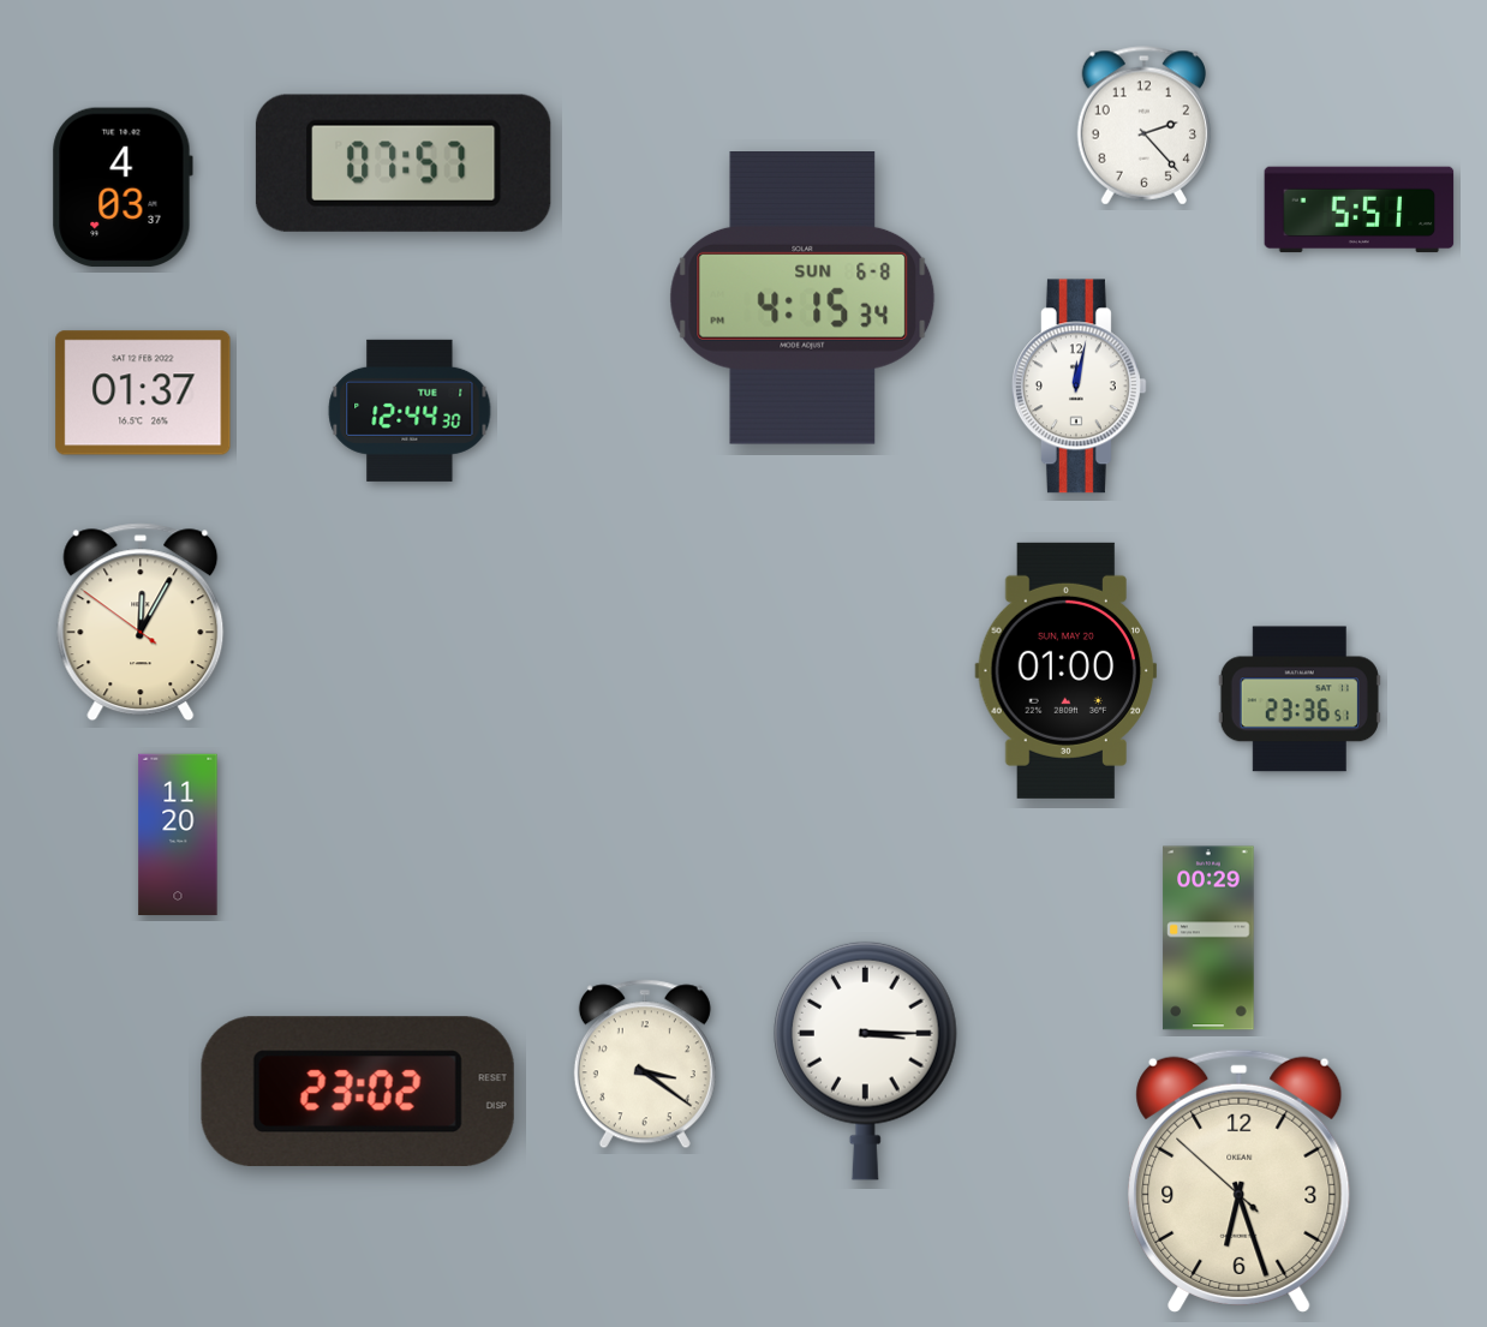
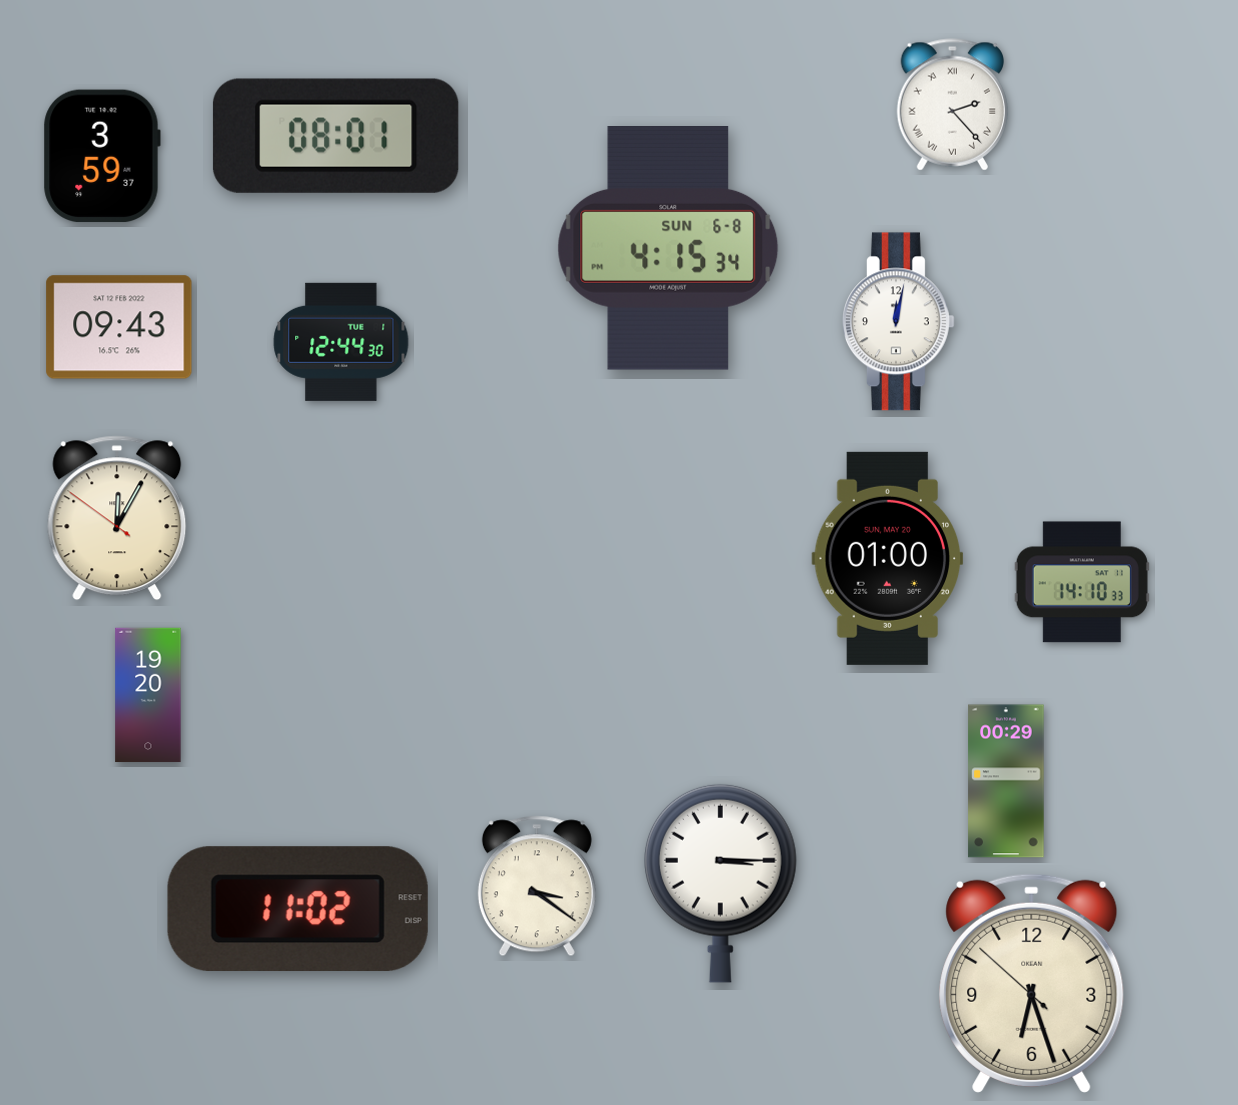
clock at (1143, 126) numerals: Arabic -> Roman
clock at (404, 163): 07:57 -> 08:01
clock at (123, 187): 4:03 -> 3:59
clock at (1360, 210): 5:51 -> none
clock at (143, 393): 01:37 -> 09:43
clock at (1300, 699): 23:36 -> 14:10
clock at (178, 835): 11:20 -> 19:20
clock at (358, 1090): 23:02 -> 11:02
